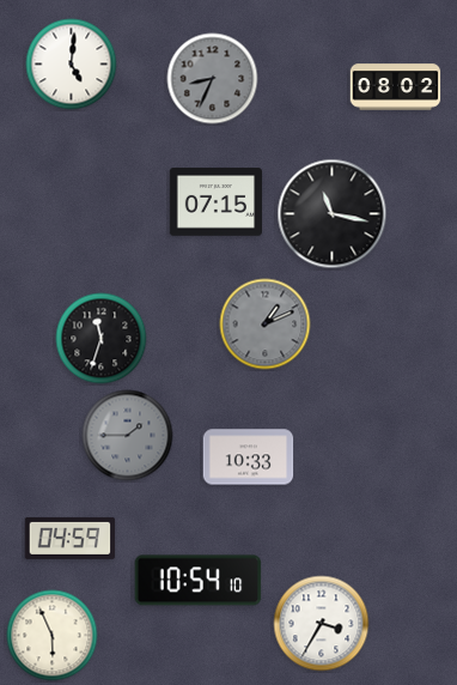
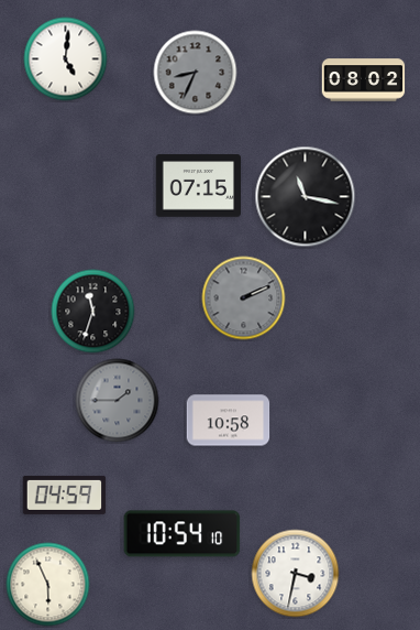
clock at (266, 325): 1:11 -> 2:11
clock at (249, 457): 10:33 -> 10:58
clock at (322, 624): 3:35 -> 3:32
